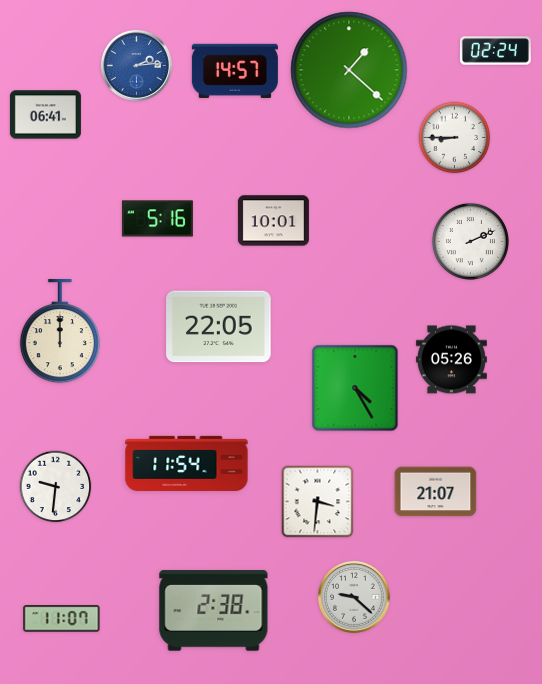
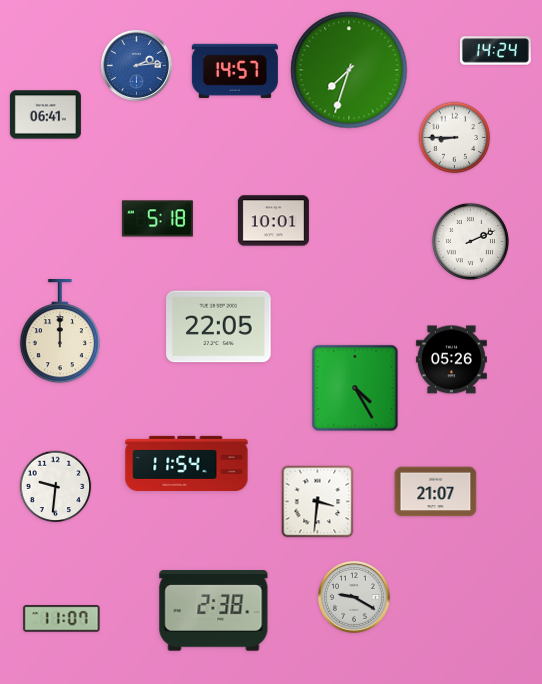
clock at (495, 51): 02:24 -> 14:24
clock at (349, 70): 1:22 -> 7:33
clock at (157, 219): 5:16 -> 5:18
clock at (354, 597): 9:22 -> 9:20
